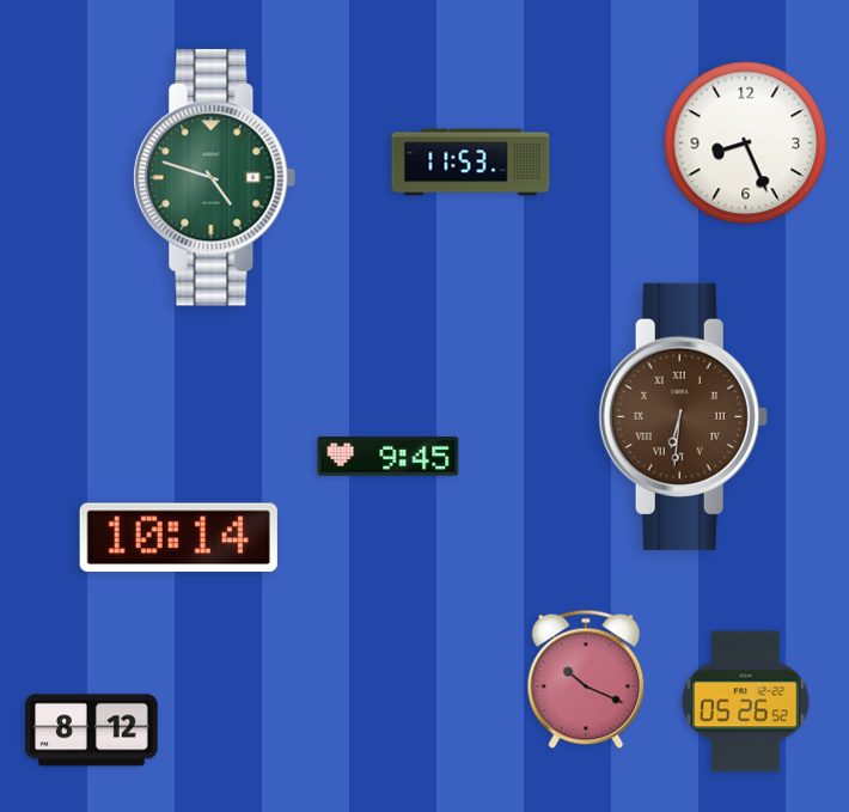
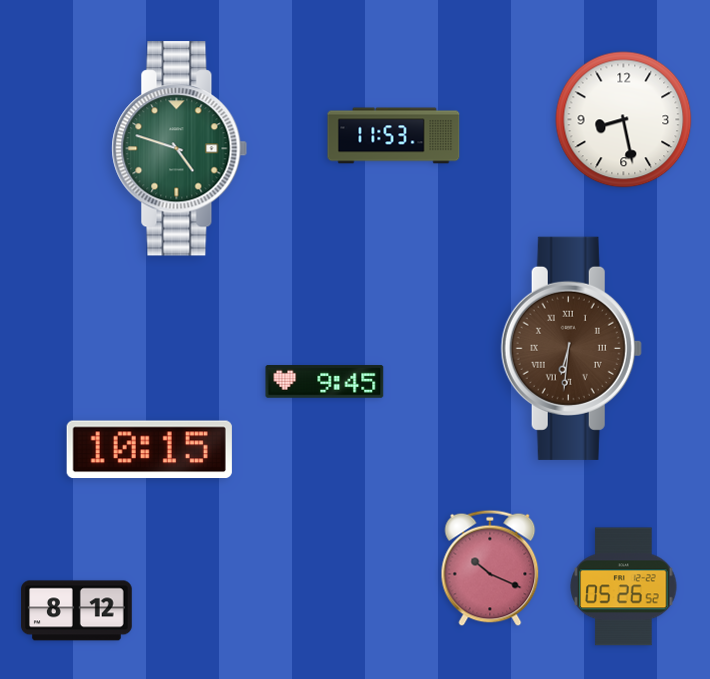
clock at (746, 144): 8:26 -> 8:28
clock at (178, 538): 10:14 -> 10:15
